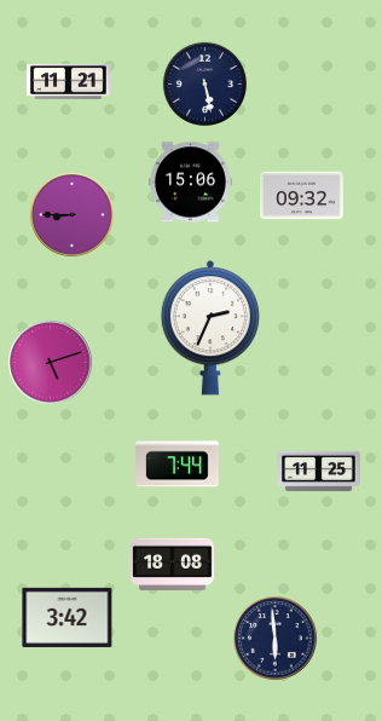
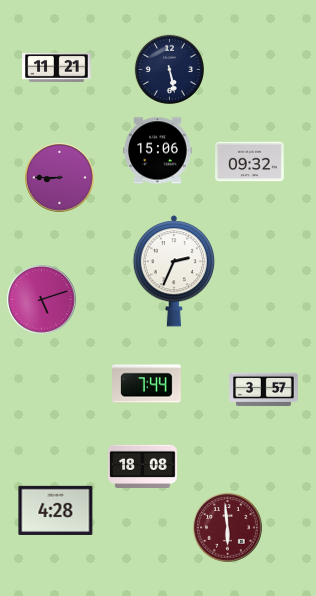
clock at (319, 472): 11:25 -> 3:57
clock at (68, 617): 3:42 -> 4:28
clock at (276, 639) dial: navy -> burgundy
